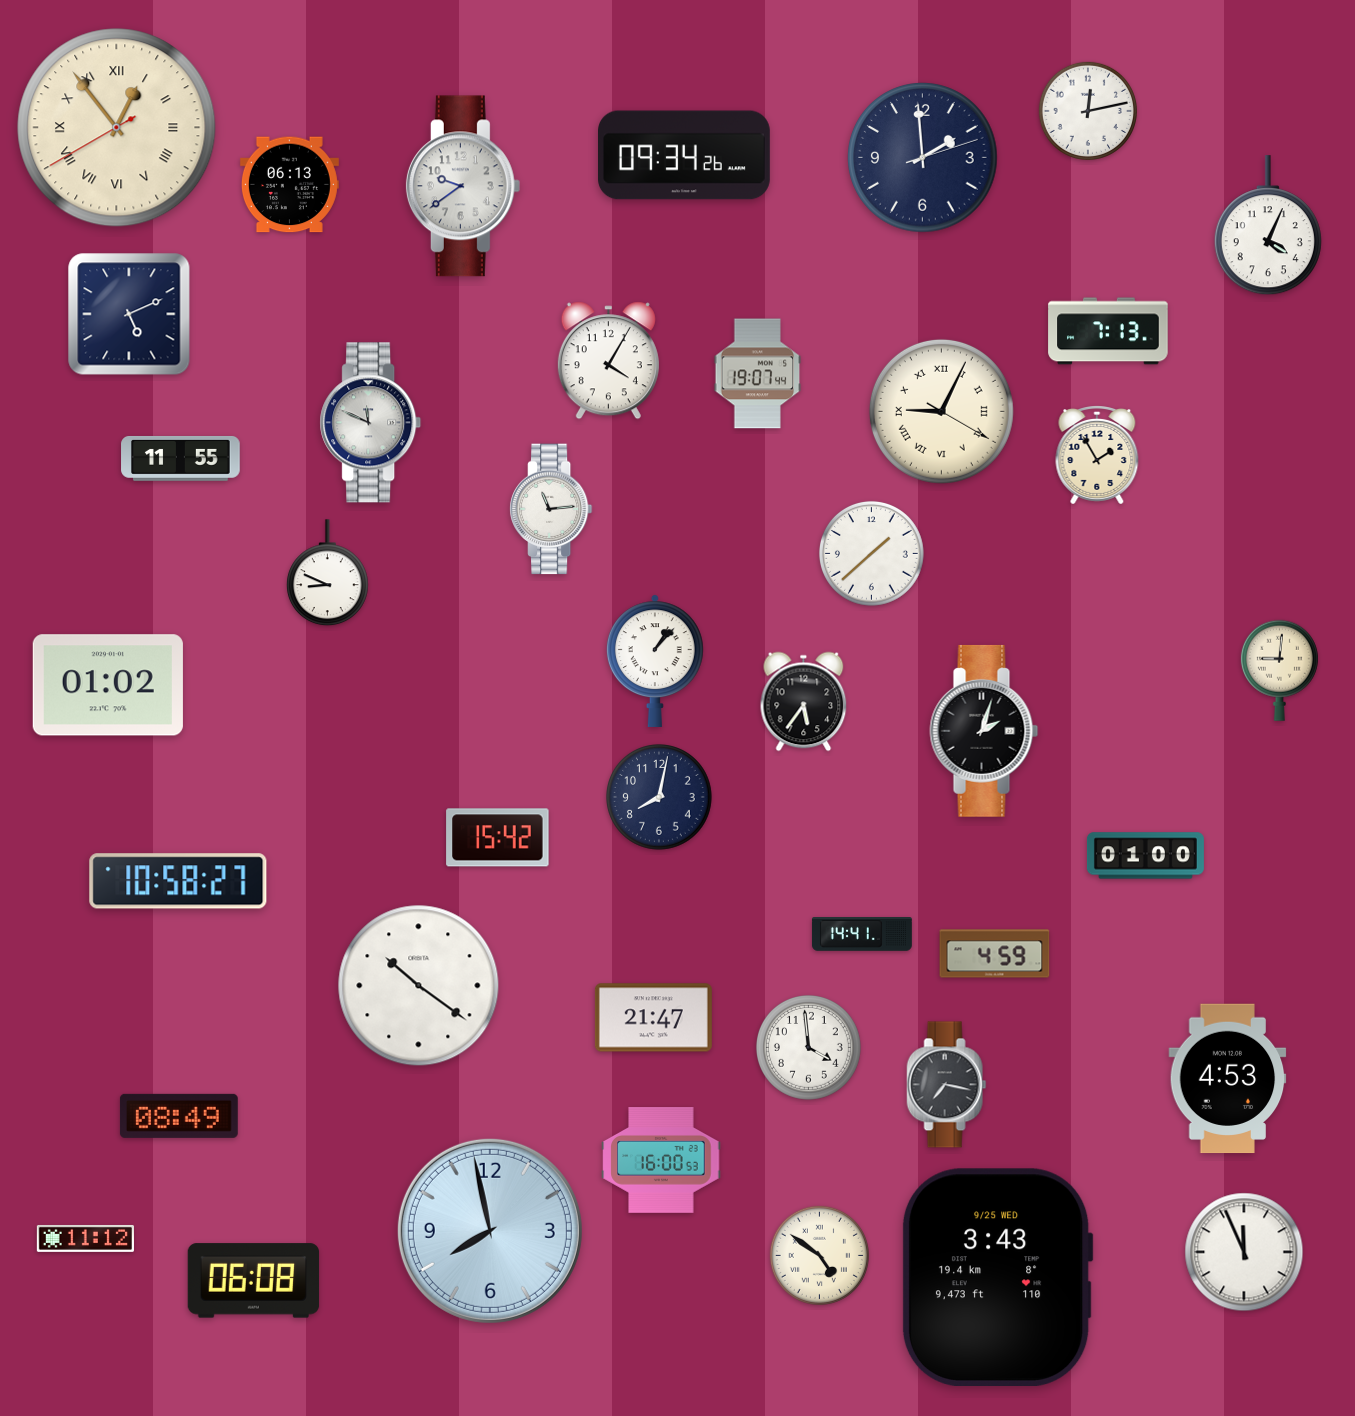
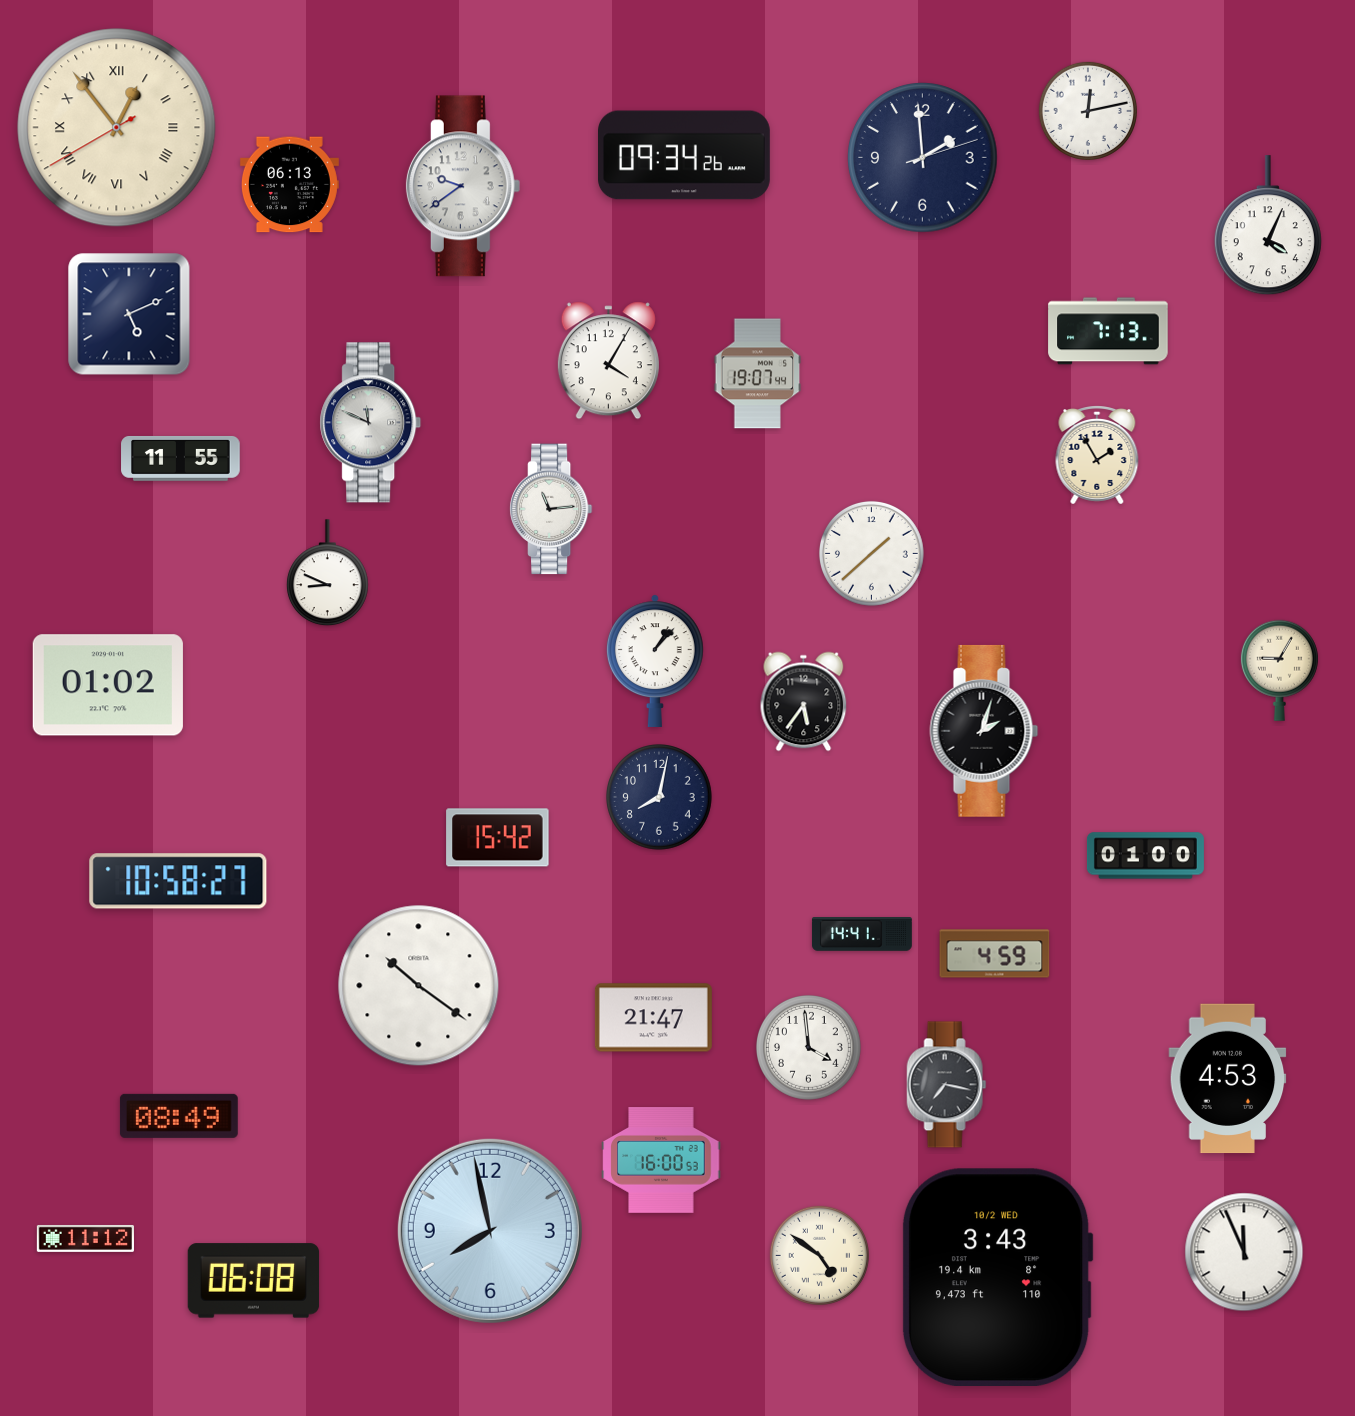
clock at (941, 411): 9:04 -> none
clock at (1279, 670): 9:01 -> 9:05
clock at (997, 1277) date: 9/25 WED -> 10/2 WED
